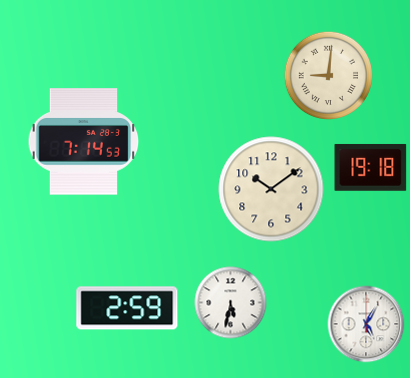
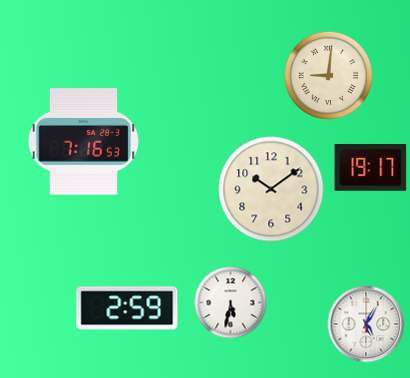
clock at (84, 142): 7:14 -> 7:16
clock at (371, 167): 19:18 -> 19:17
